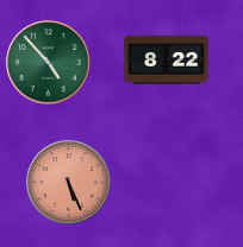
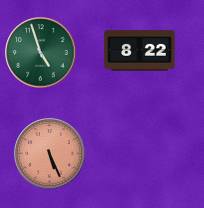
clock at (49, 63): 4:53 -> 4:57
clock at (69, 183) position: (69, 183) -> (50, 154)
